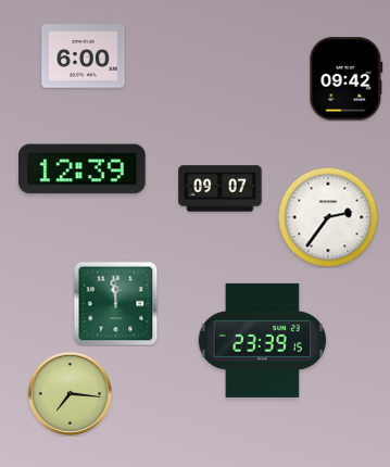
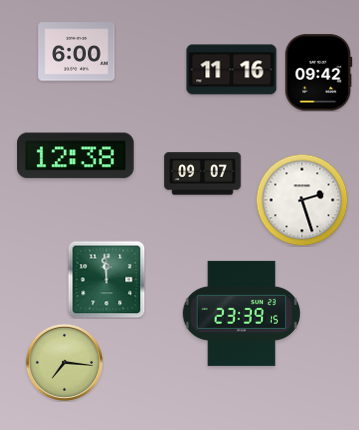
clock at (232, 70): none -> 11:16
clock at (83, 169): 12:39 -> 12:38
clock at (328, 217): 2:36 -> 2:27
